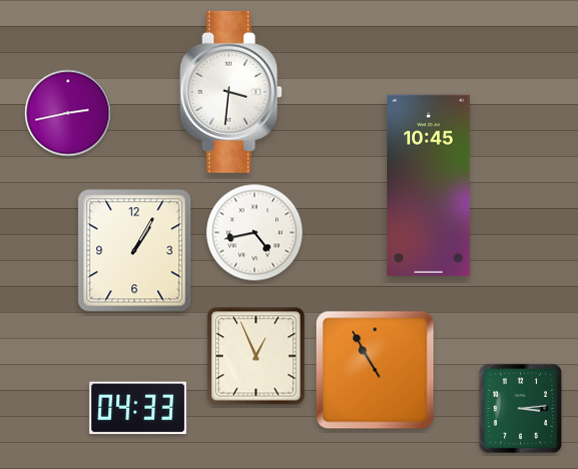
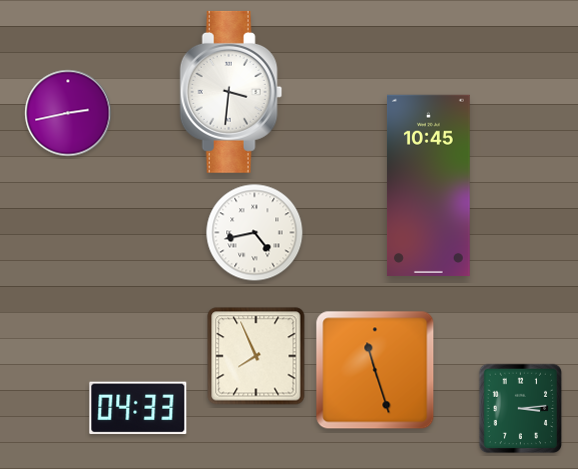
clock at (135, 251): 1:05 -> none
clock at (256, 356): 12:56 -> 7:56
clock at (375, 370): 10:55 -> 11:27
